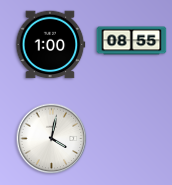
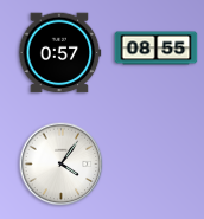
clock at (50, 45): 1:00 -> 0:57
clock at (52, 139): 4:02 -> 4:06
